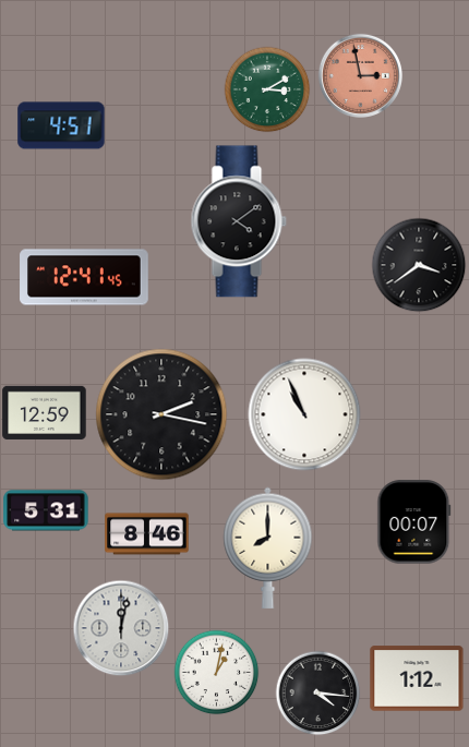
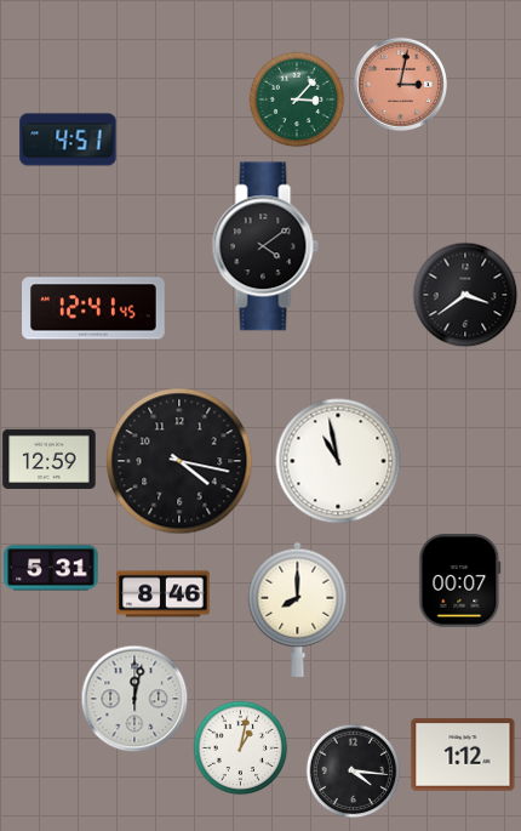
clock at (360, 75): 2:58 -> 3:02
clock at (267, 89): 3:10 -> 3:07
clock at (161, 414): 2:17 -> 4:17
clock at (304, 414): 10:56 -> 10:58
